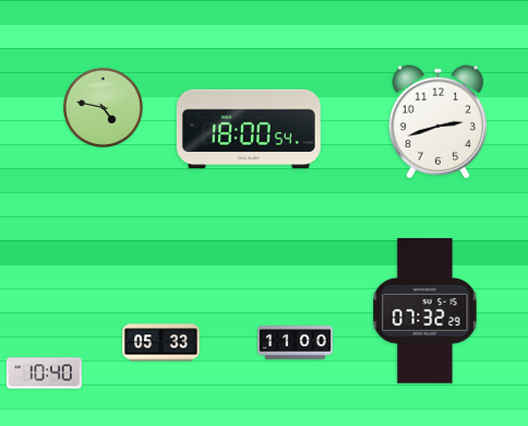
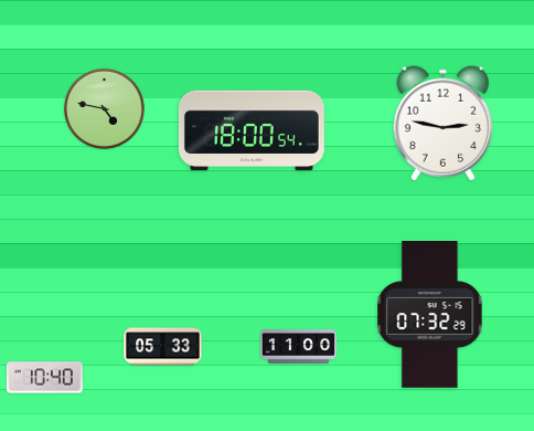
clock at (439, 122): 2:42 -> 2:47
